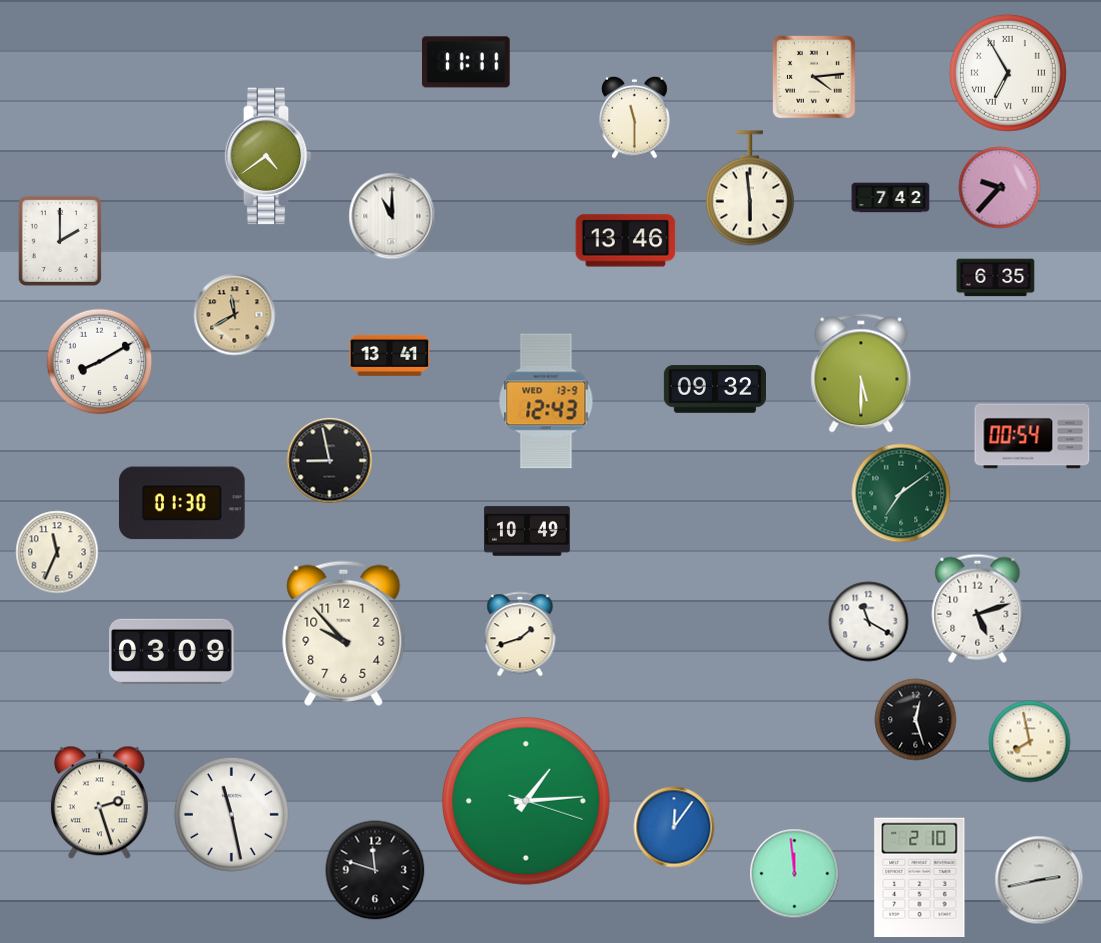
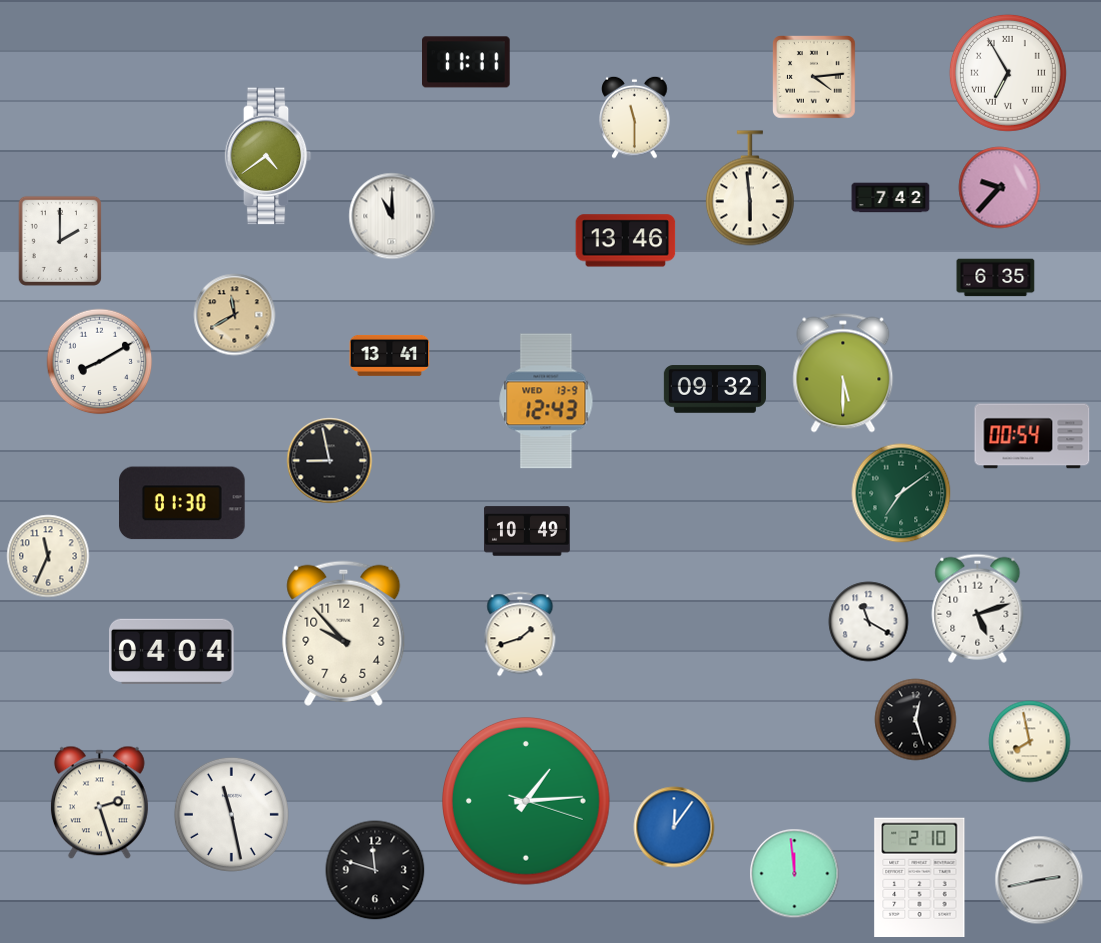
clock at (861, 373) position: (861, 373) -> (843, 373)
clock at (57, 552) position: (57, 552) -> (48, 556)
clock at (172, 651): 03:09 -> 04:04
